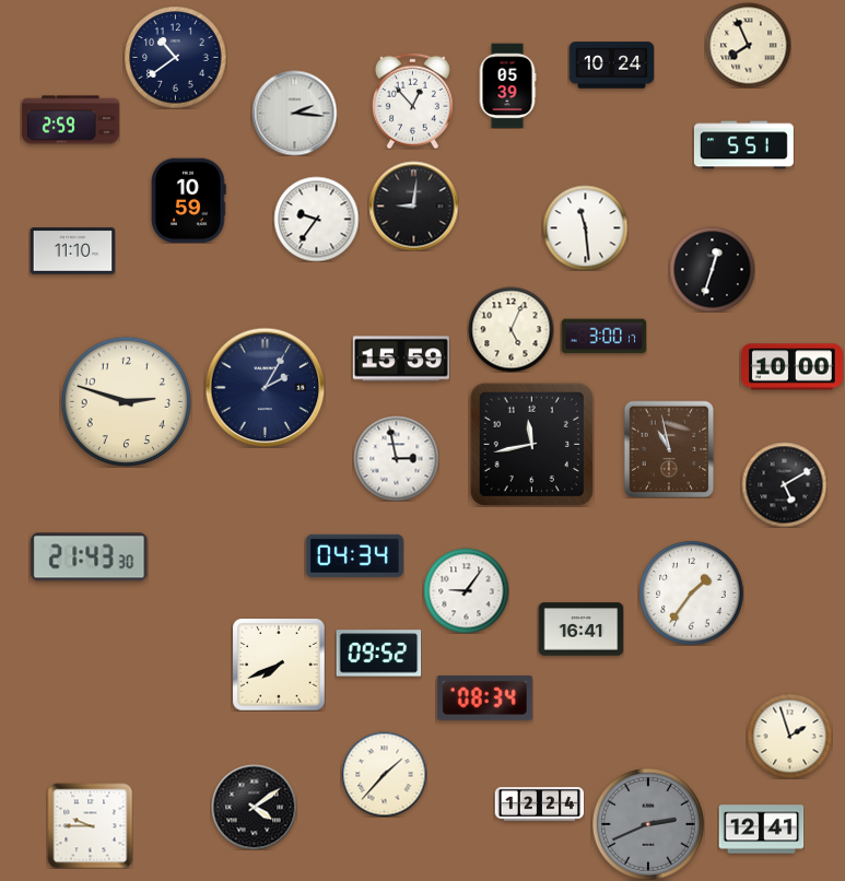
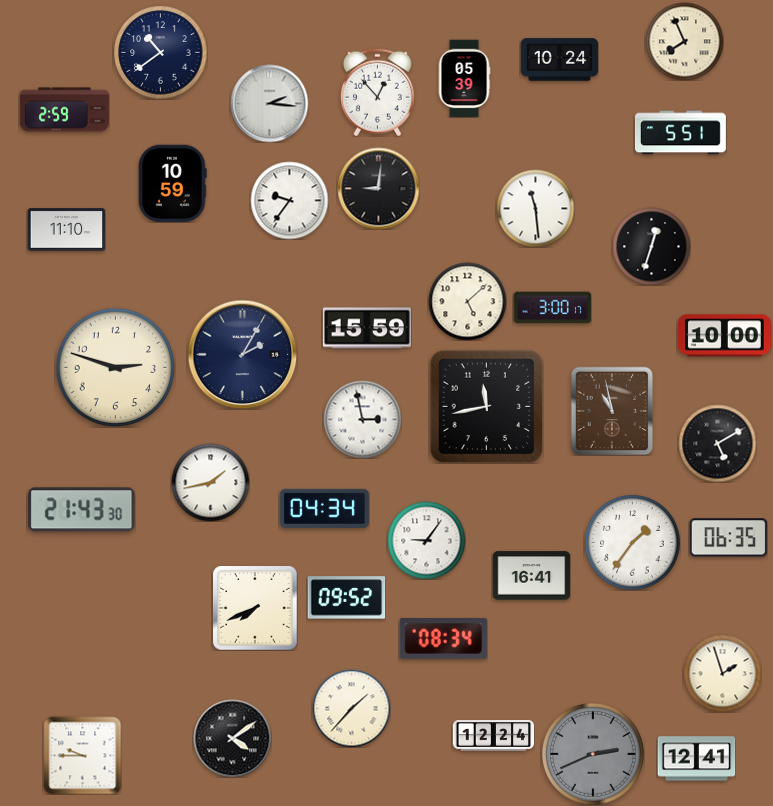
clock at (510, 329): 5:04 -> 5:08
clock at (210, 482): none -> 1:43
clock at (728, 538): none -> 06:35
